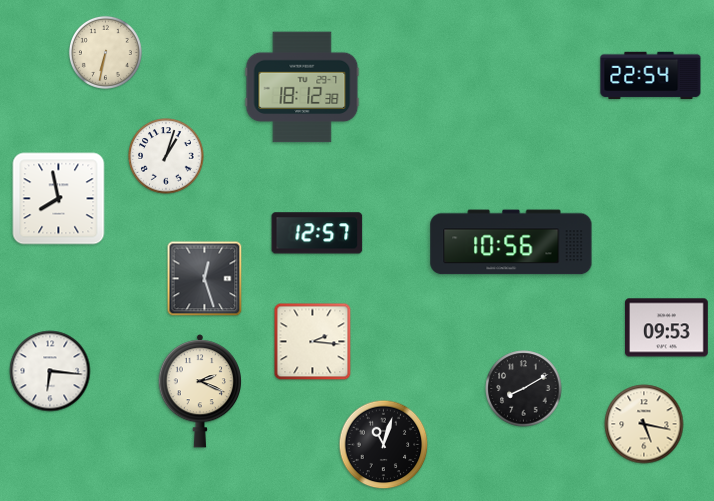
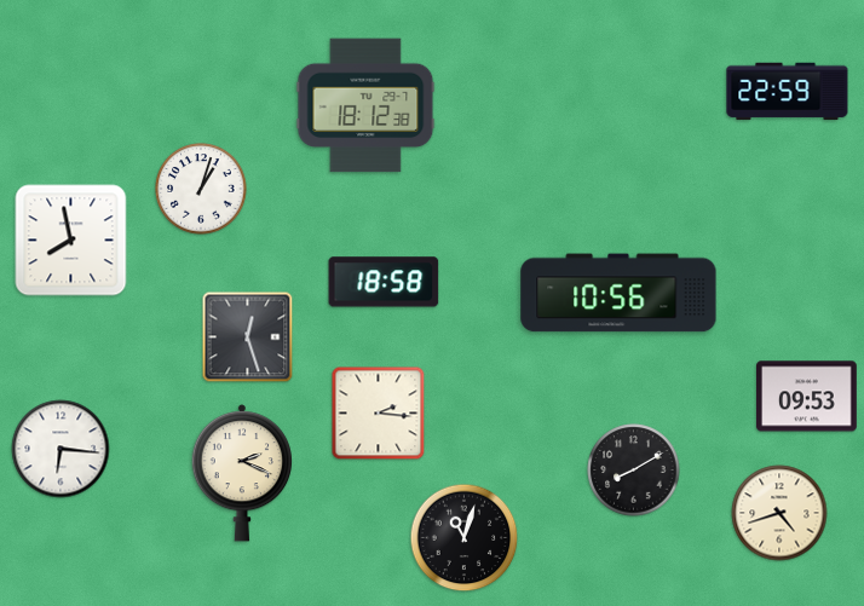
clock at (105, 52): 6:32 -> none
clock at (651, 76): 22:54 -> 22:59
clock at (317, 233): 12:57 -> 18:58
clock at (644, 424): 5:17 -> 4:42
